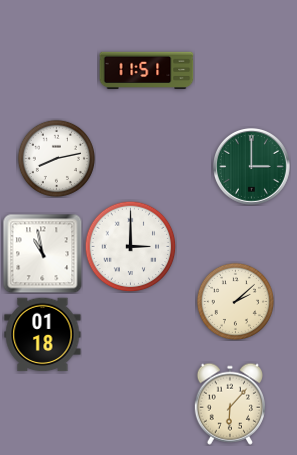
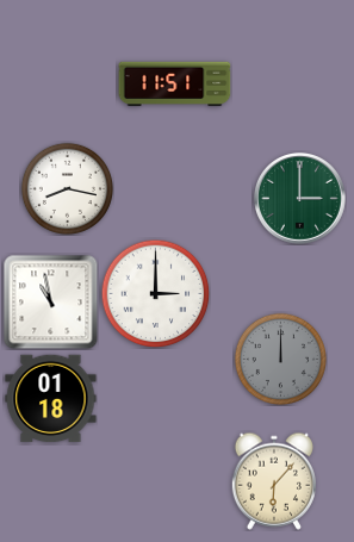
clock at (56, 158): 8:13 -> 8:17
clock at (235, 301): 2:08 -> 12:00
clock at (235, 301) dial: cream -> grey
